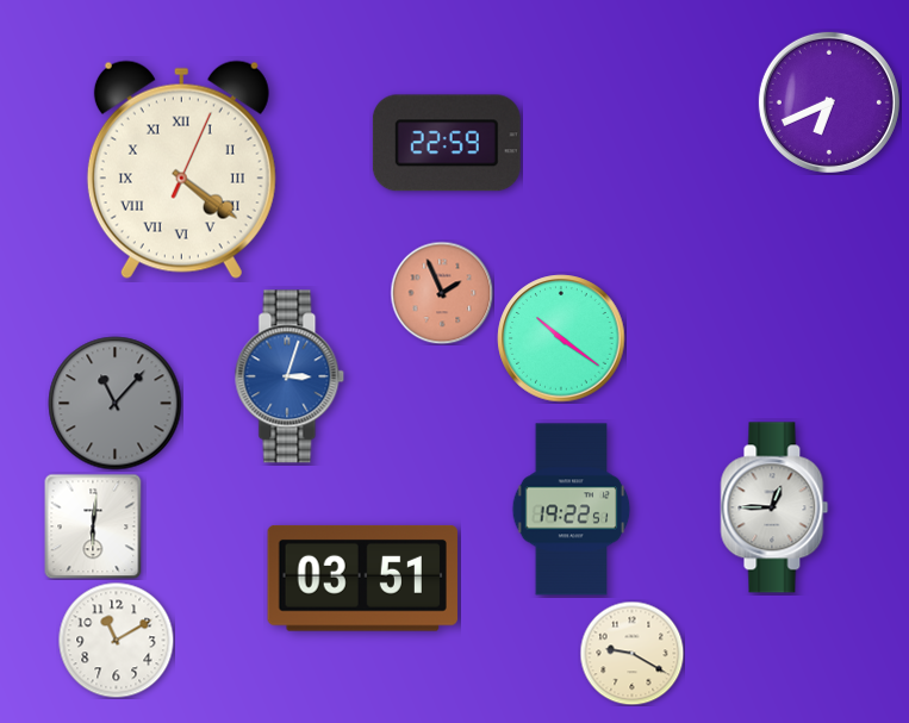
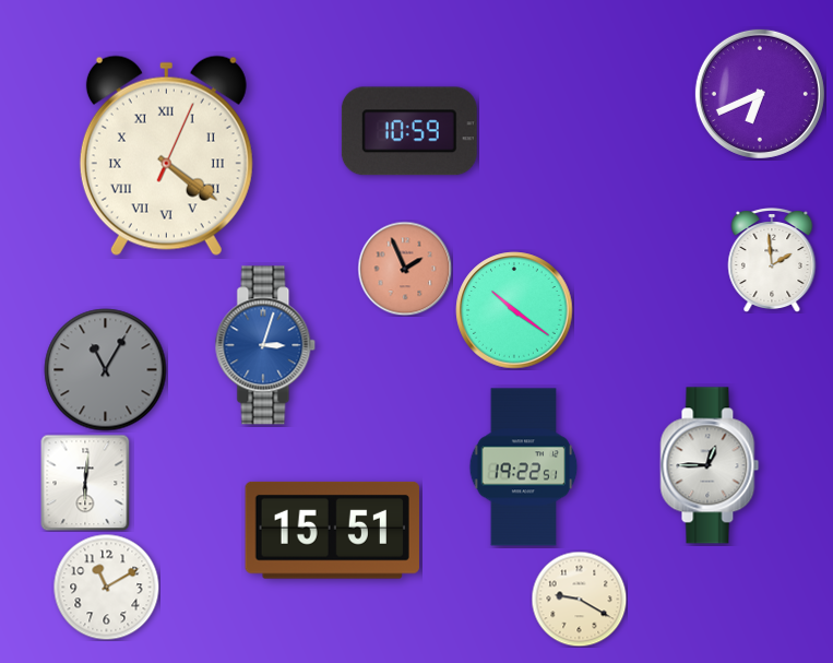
clock at (447, 143): 22:59 -> 10:59
clock at (772, 261): none -> 1:59
clock at (116, 404): 11:07 -> 11:05
clock at (362, 578): 03:51 -> 15:51
